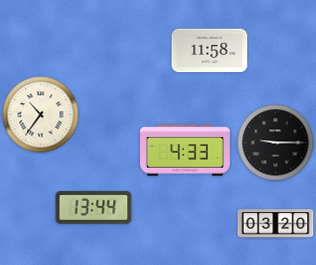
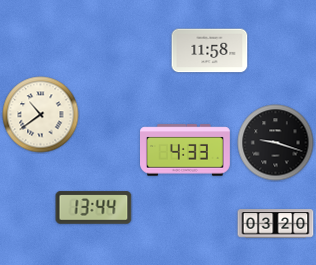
clock at (41, 115): 10:36 -> 10:39
clock at (276, 143): 9:15 -> 9:18
